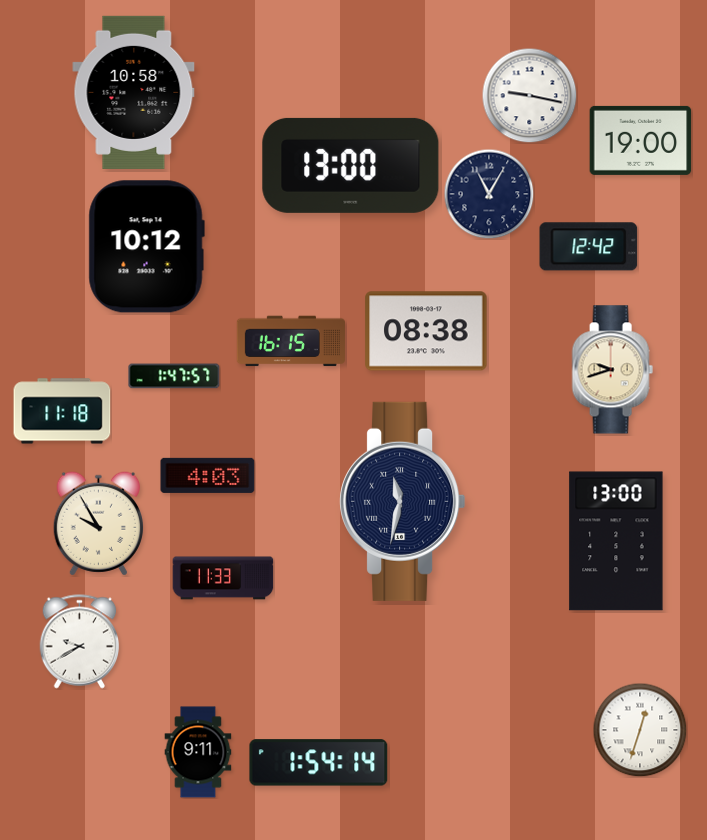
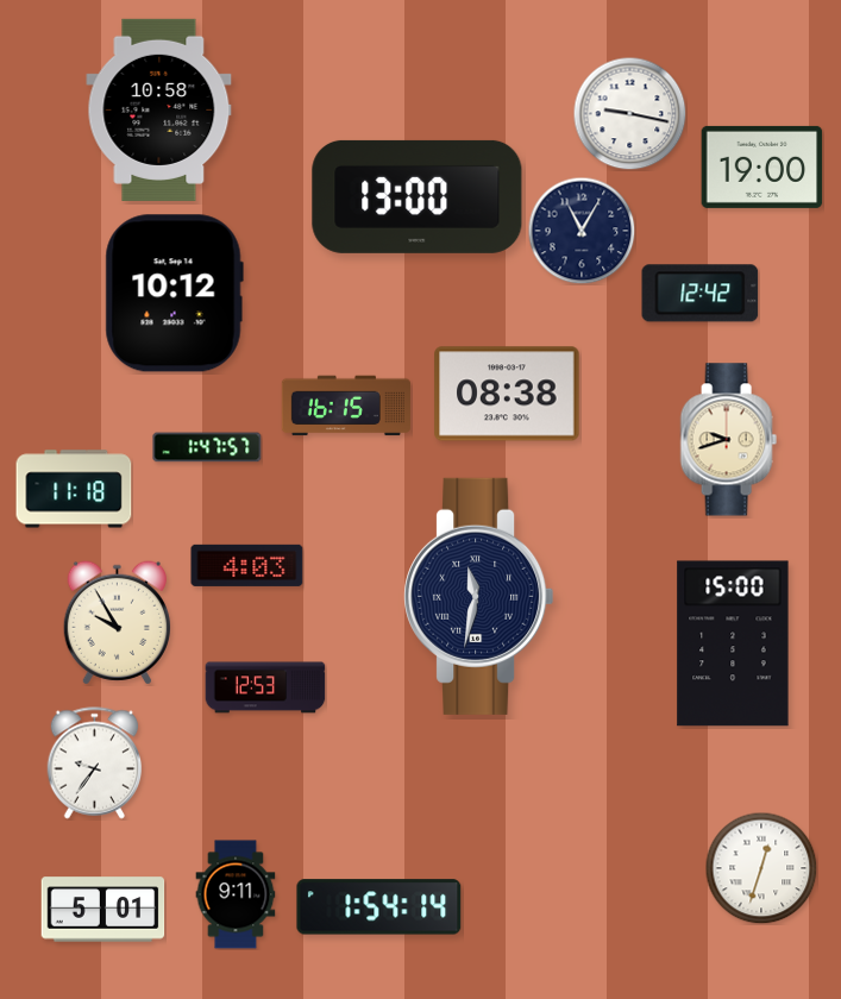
clock at (616, 541): 13:00 -> 15:00
clock at (223, 578): 11:33 -> 12:53
clock at (80, 642): 9:40 -> 9:36
clock at (103, 910): none -> 5:01
